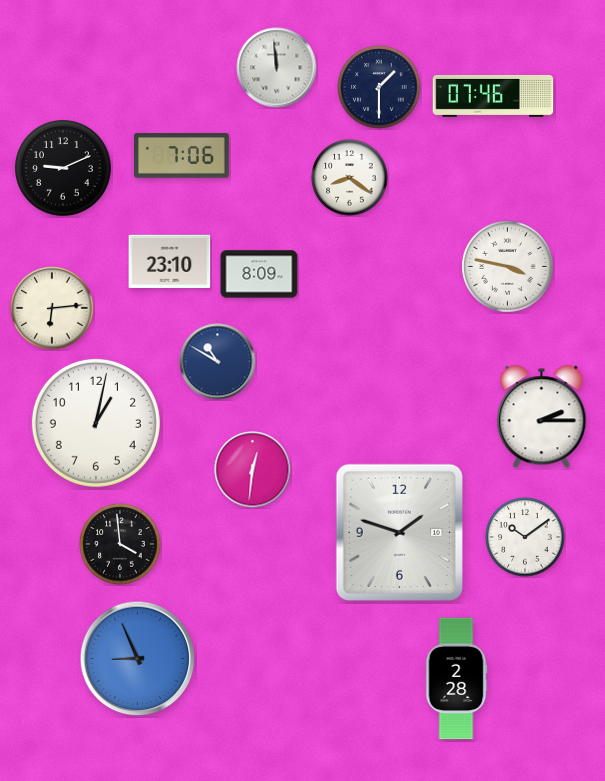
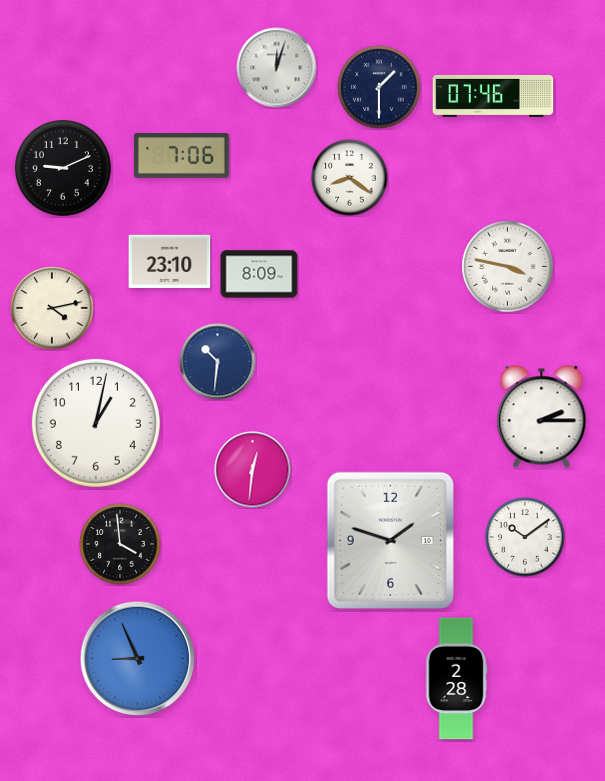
clock at (277, 68): 11:59 -> 12:03
clock at (52, 308): 6:14 -> 4:13
clock at (218, 362): 10:50 -> 10:31
clock at (399, 532) position: (399, 532) -> (390, 540)
